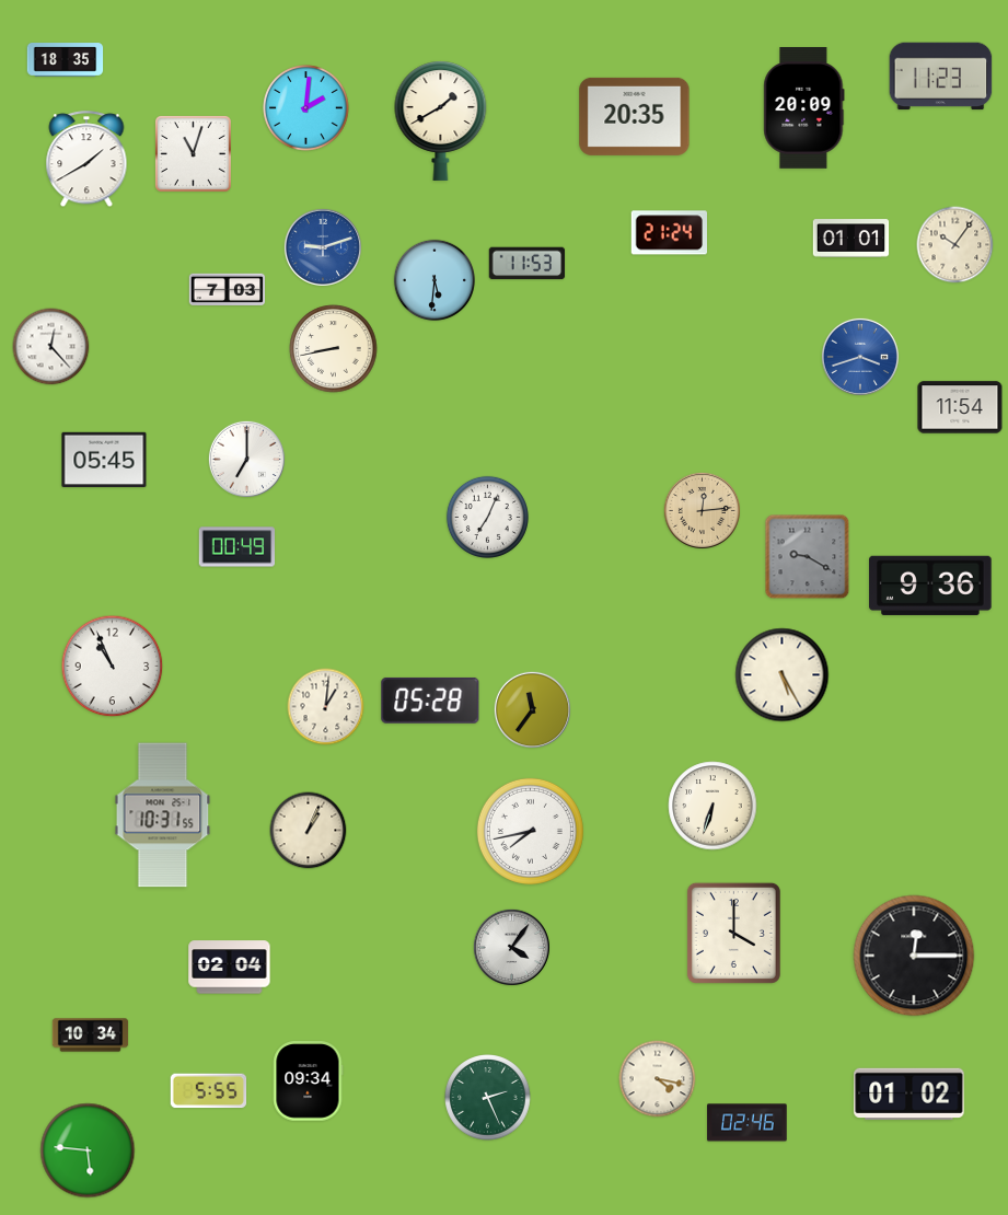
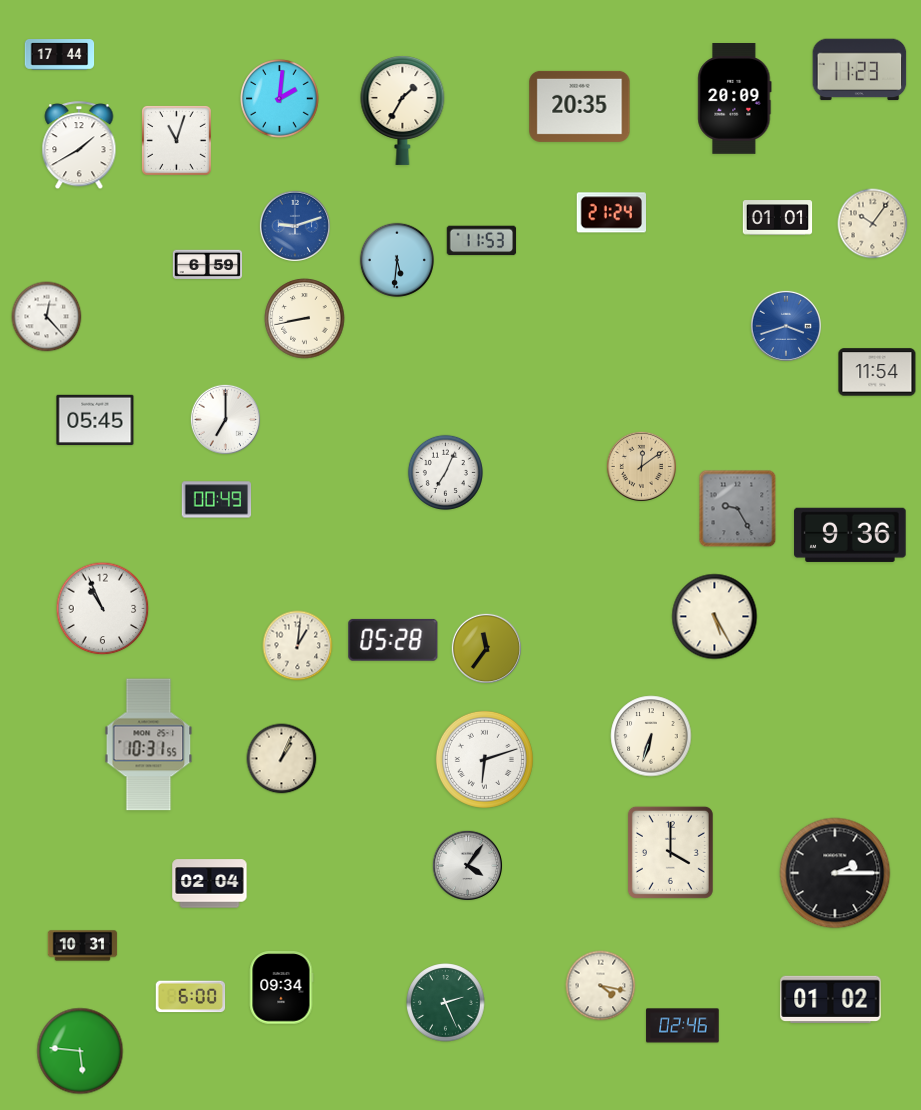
clock at (66, 60): 18:35 -> 17:44
clock at (441, 120): 1:40 -> 1:35
clock at (433, 279) position: (433, 279) -> (396, 259)
clock at (228, 290): 7:03 -> 6:59
clock at (702, 510): 12:14 -> 12:09
clock at (808, 557): 9:20 -> 9:25
clock at (530, 831): 7:43 -> 6:12
clock at (914, 956): 12:15 -> 2:15
clock at (91, 1035): 10:34 -> 10:31
clock at (209, 1091): 5:55 -> 6:00
